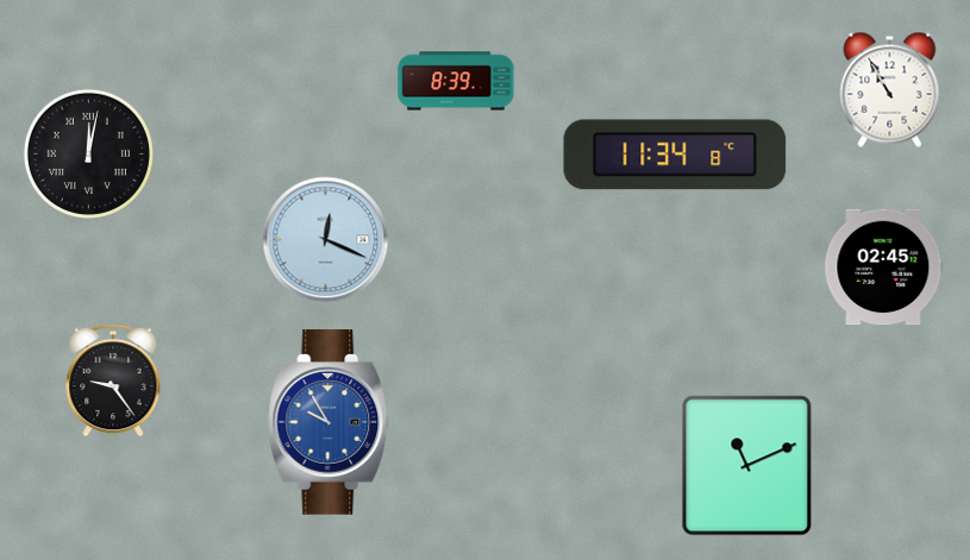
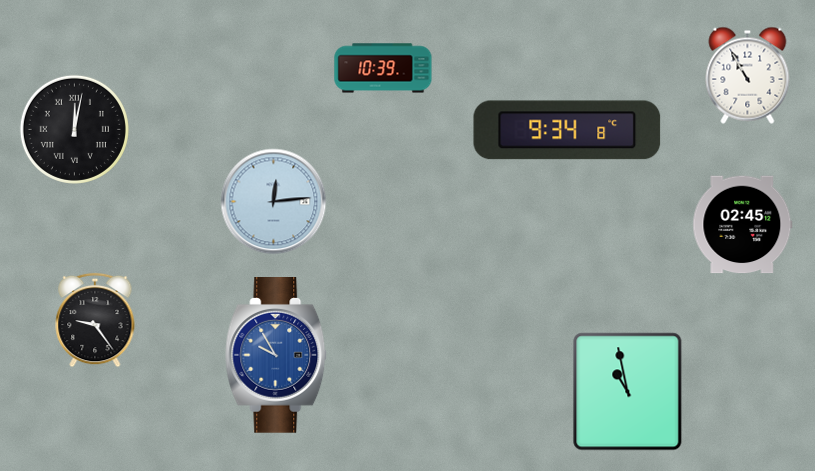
clock at (456, 81): 8:39 -> 10:39
clock at (675, 155): 11:34 -> 9:34
clock at (326, 240): 12:19 -> 12:14
clock at (747, 466): 11:11 -> 10:58
